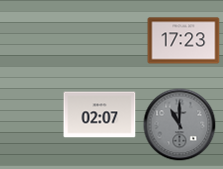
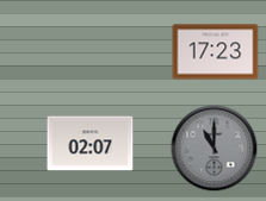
clock at (184, 41) position: (184, 41) -> (216, 52)
clock at (100, 115) position: (100, 115) -> (91, 144)
